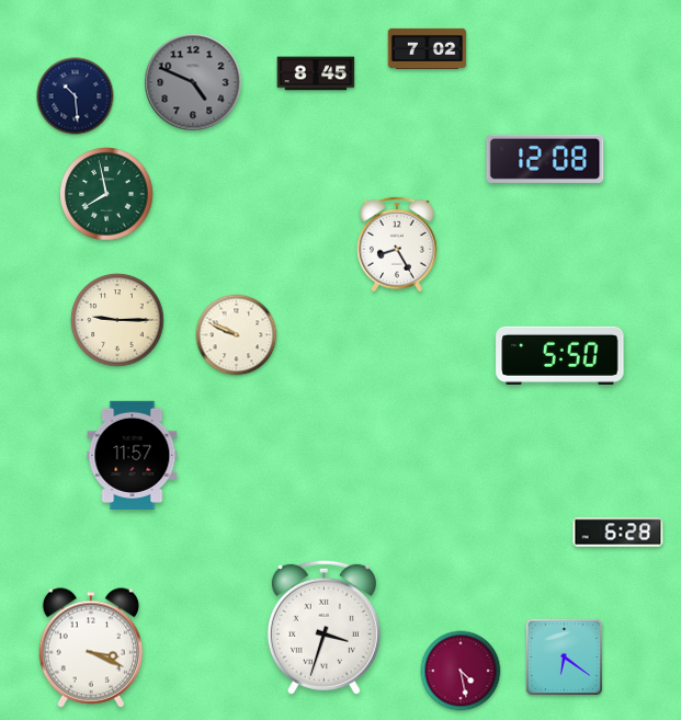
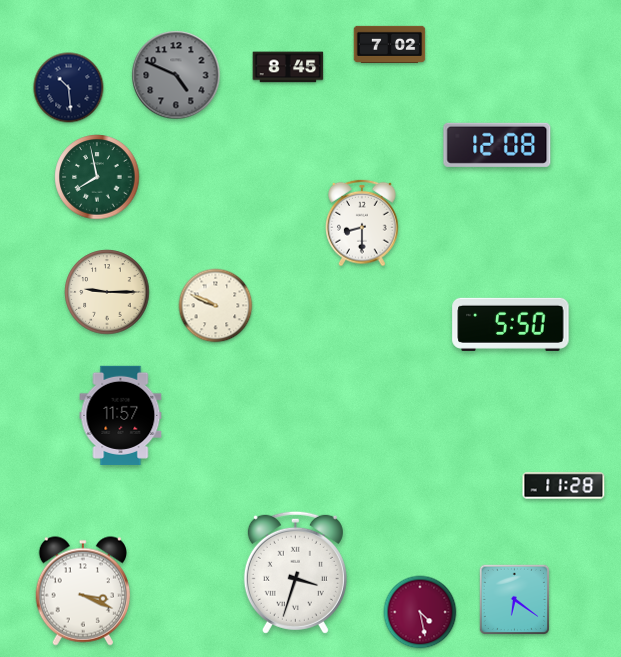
clock at (398, 244): 8:25 -> 8:30
clock at (618, 533): 6:28 -> 11:28
